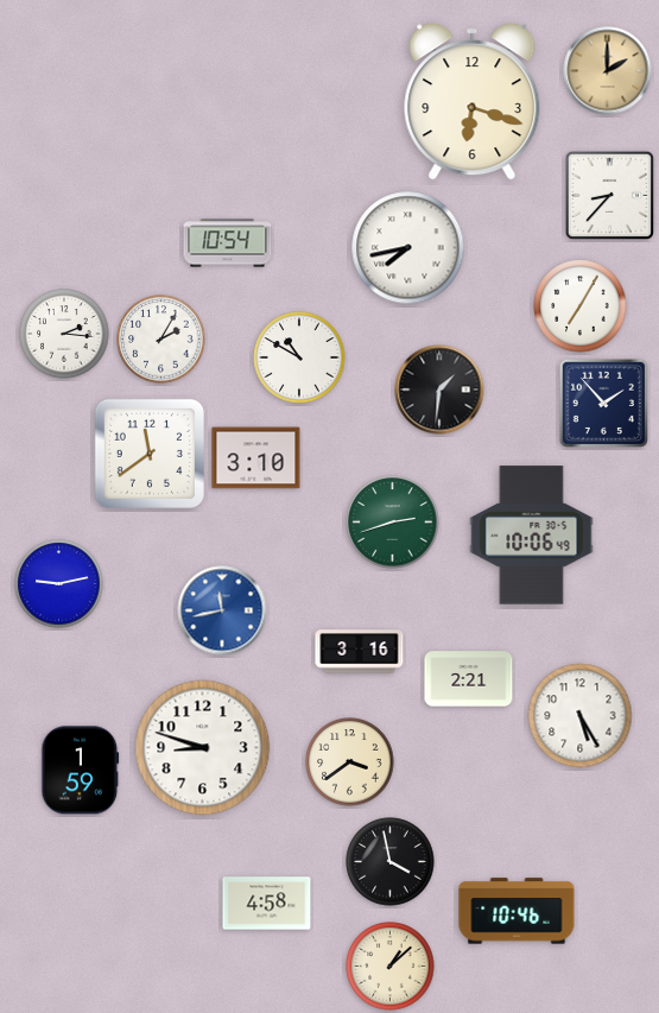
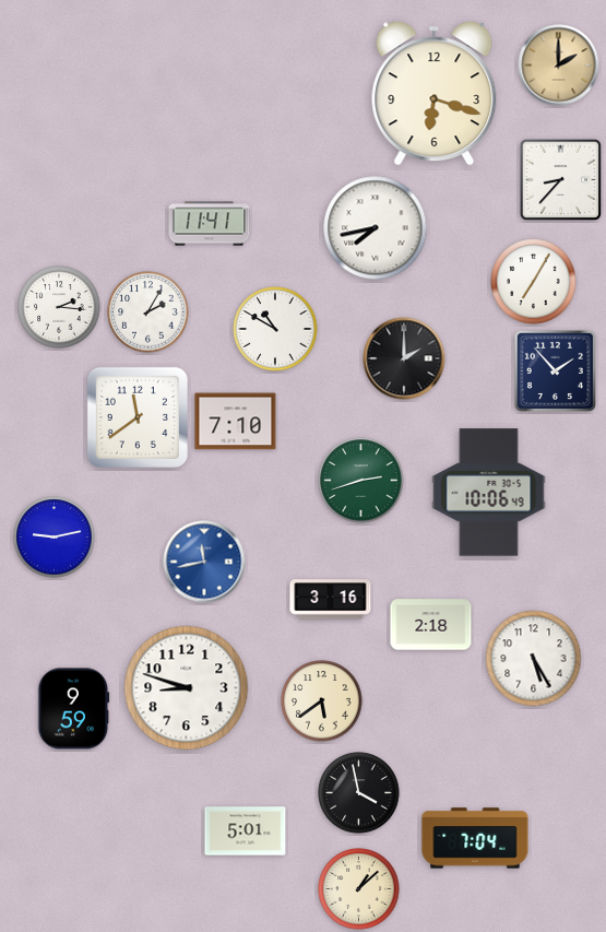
clock at (228, 243): 10:54 -> 11:41
clock at (439, 390): 1:31 -> 2:00
clock at (256, 458): 3:10 -> 7:10
clock at (469, 679): 2:21 -> 2:18
clock at (350, 762): 3:39 -> 5:39
clock at (81, 771): 1:59 -> 9:59
clock at (267, 904): 4:58 -> 5:01
clock at (517, 911): 10:46 -> 7:04
